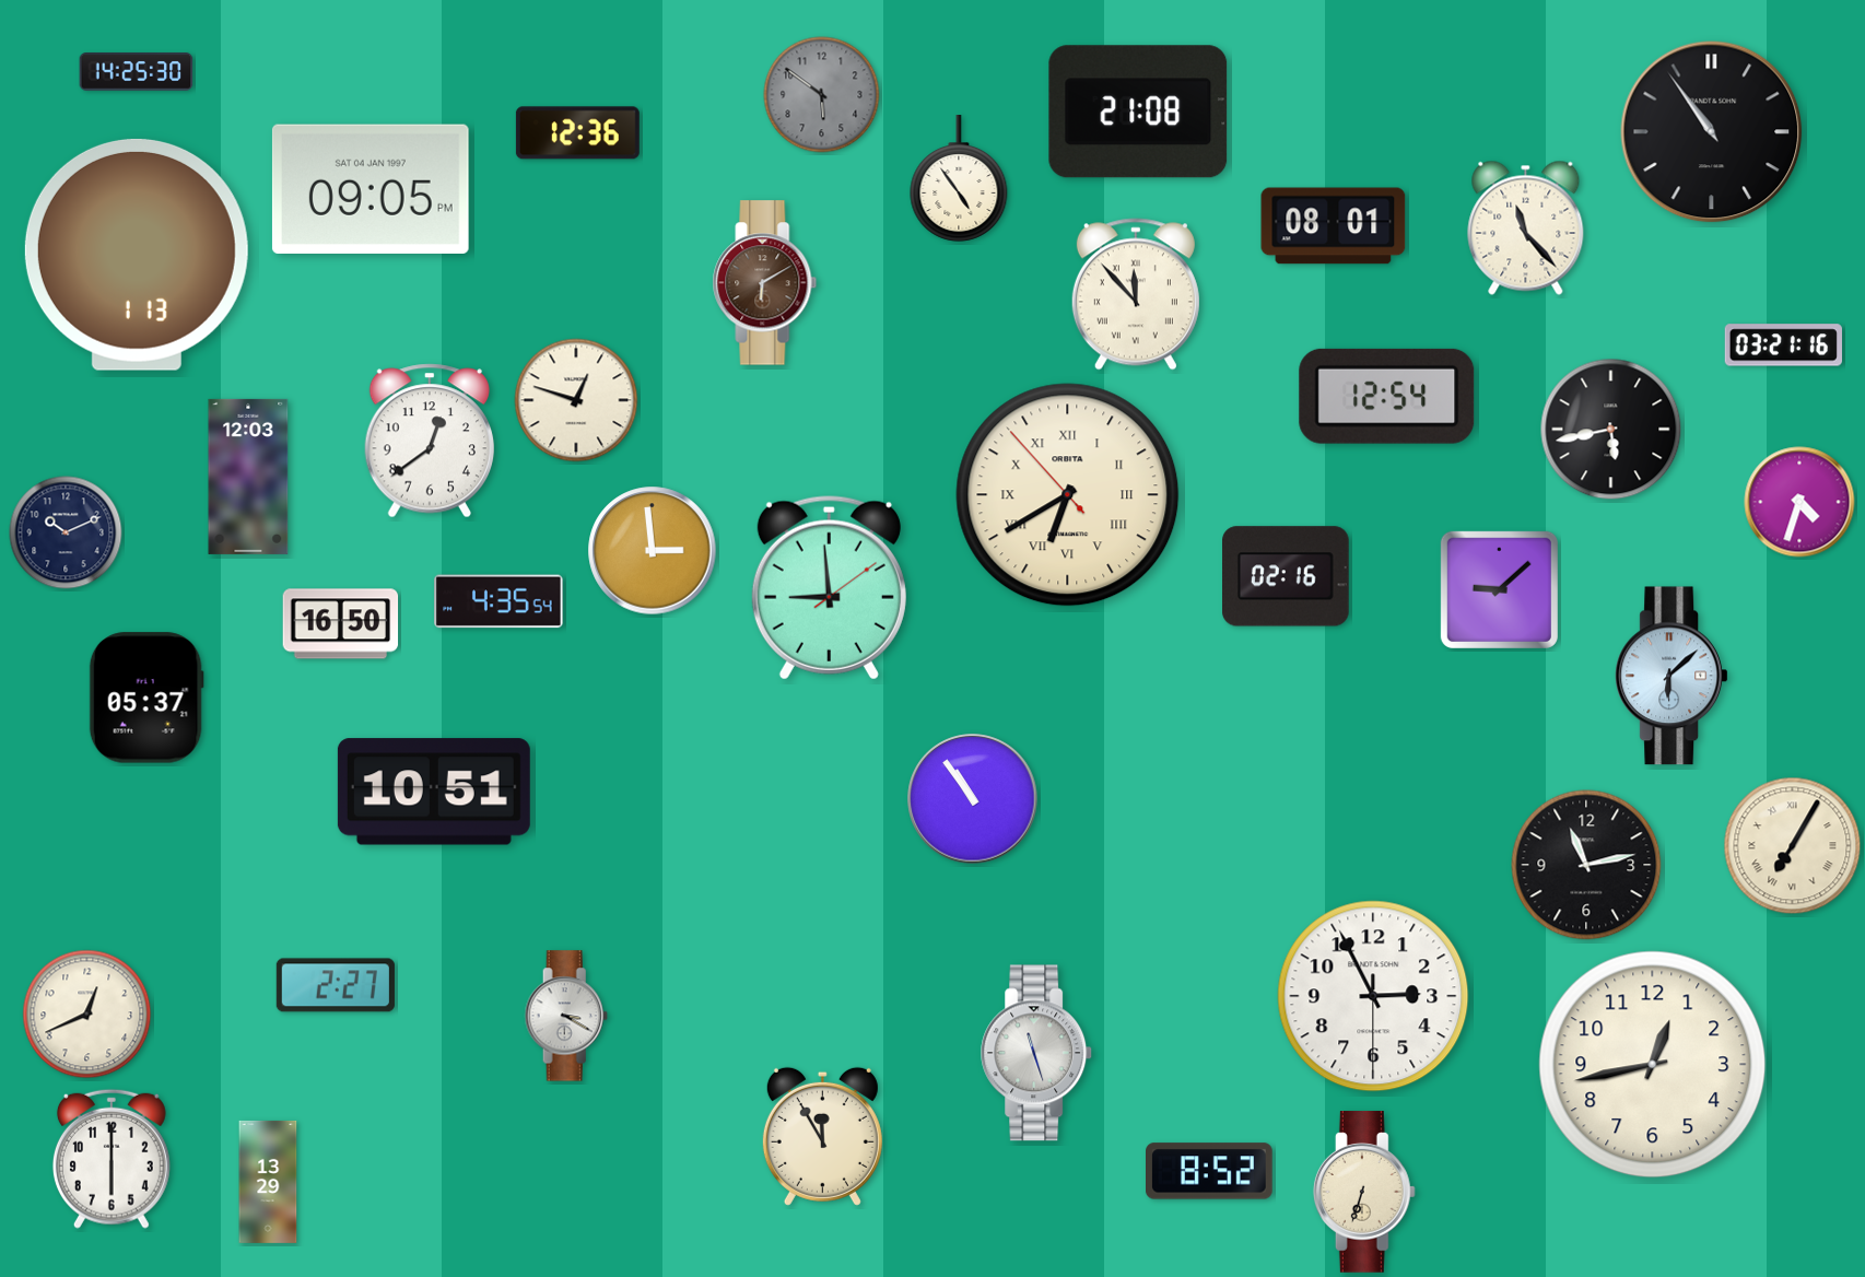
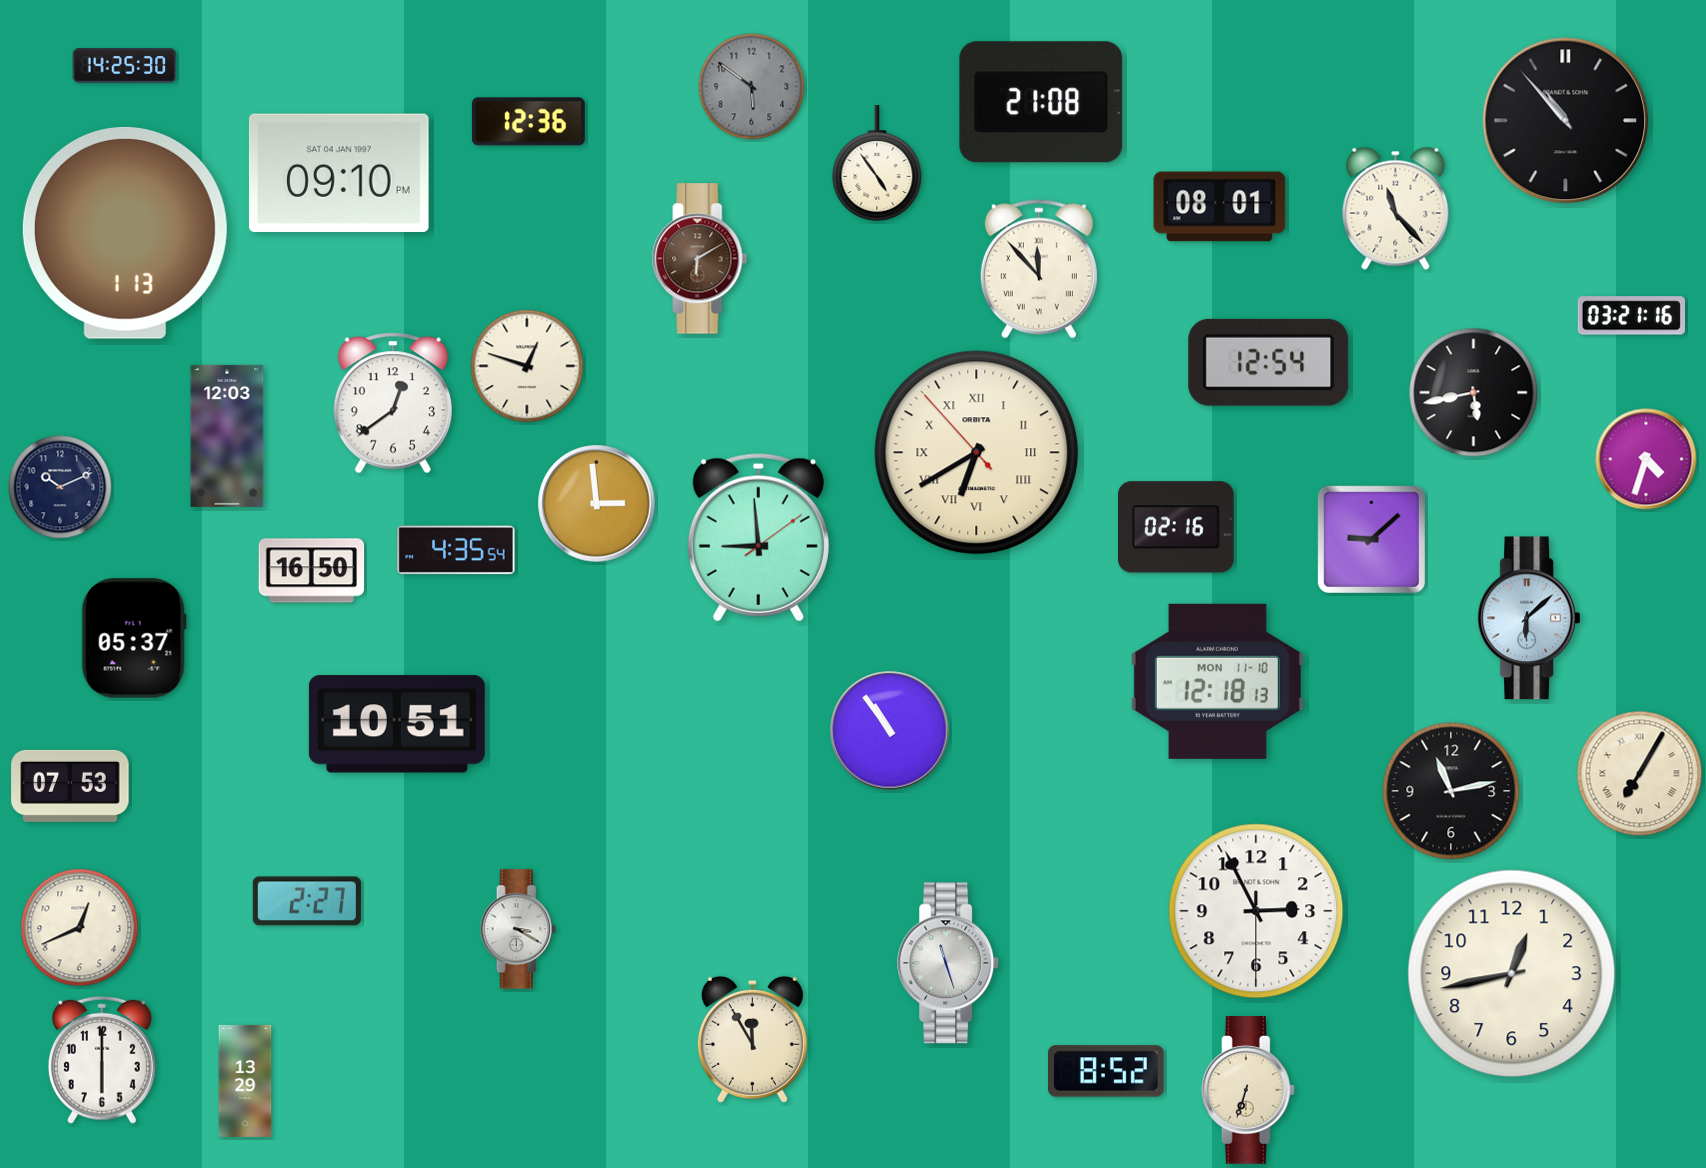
clock at (1712, 132): 10:54 -> 10:53
clock at (371, 189): 09:05 -> 09:10
clock at (1217, 681): none -> 12:18
clock at (70, 786): none -> 07:53
